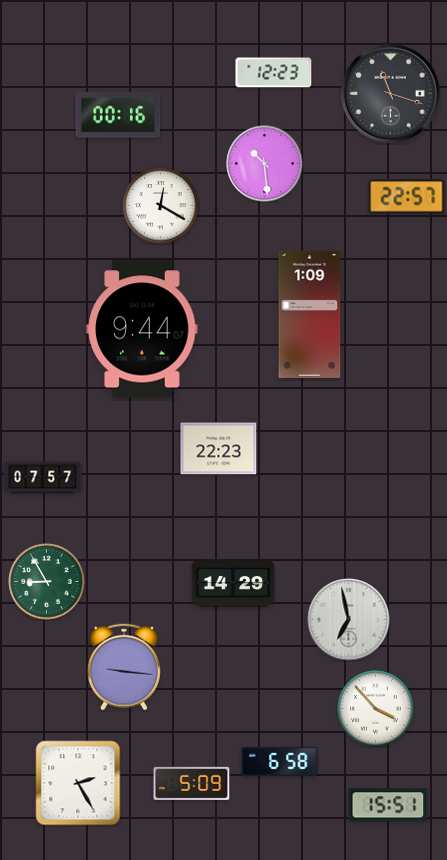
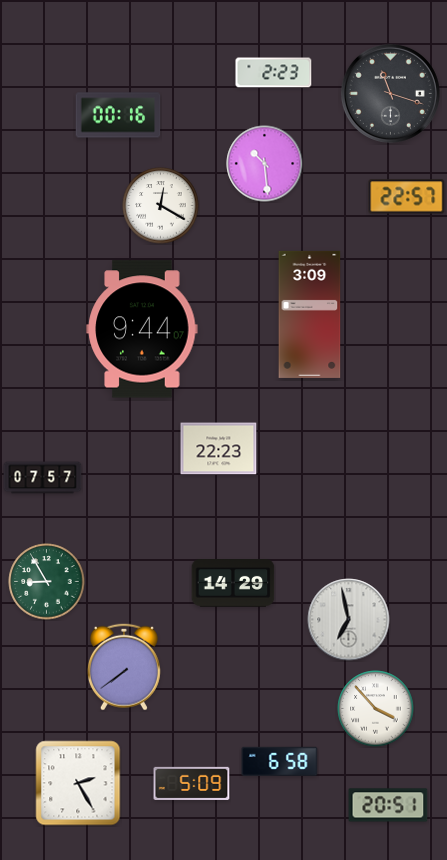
clock at (274, 73): 12:23 -> 2:23
clock at (310, 314): 1:09 -> 3:09
clock at (124, 667): 9:16 -> 7:39
clock at (388, 805): 15:51 -> 20:51
